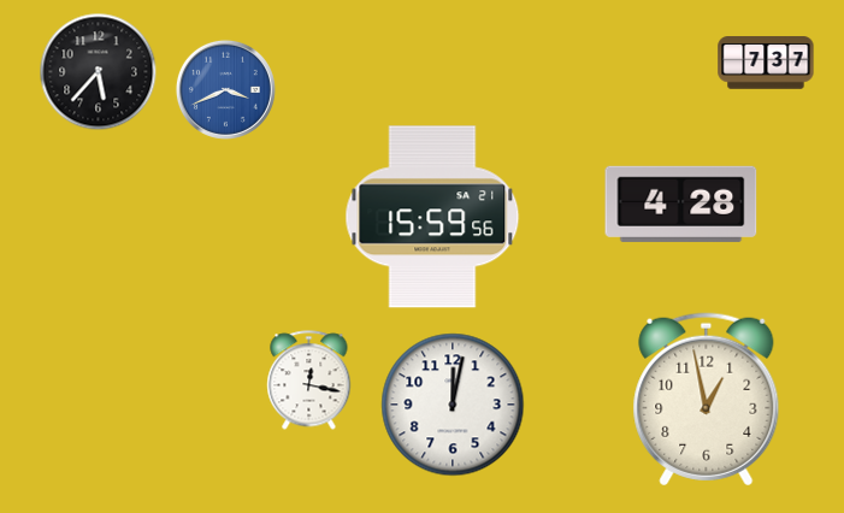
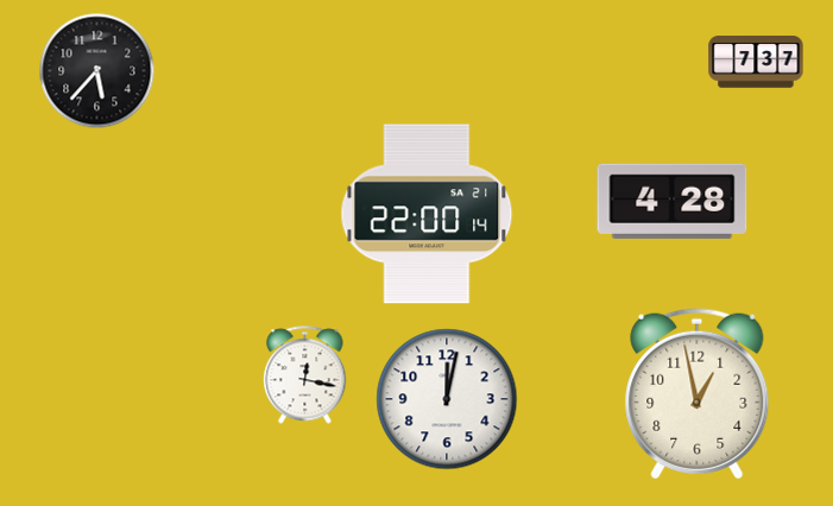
clock at (225, 89): 3:41 -> none
clock at (432, 217): 15:59 -> 22:00
